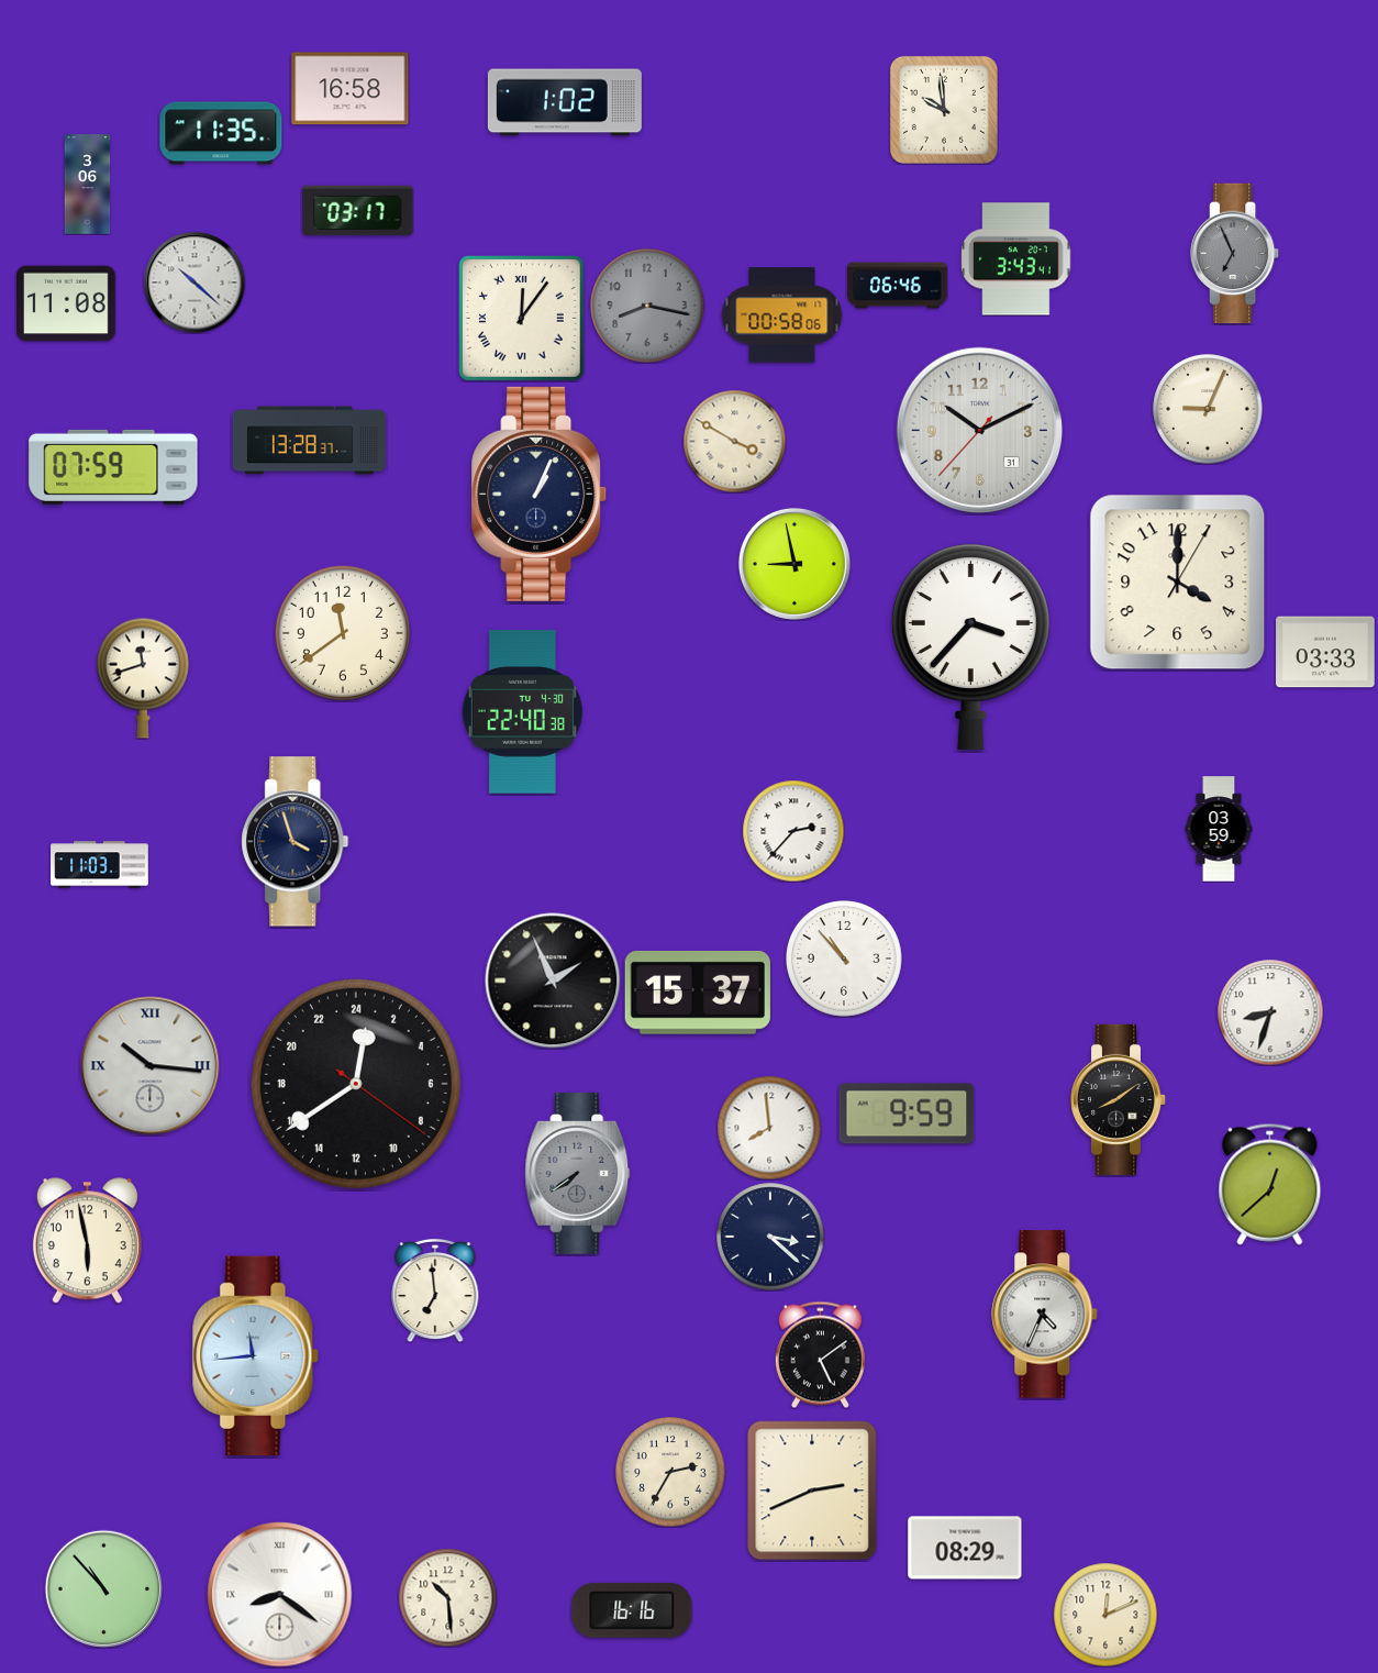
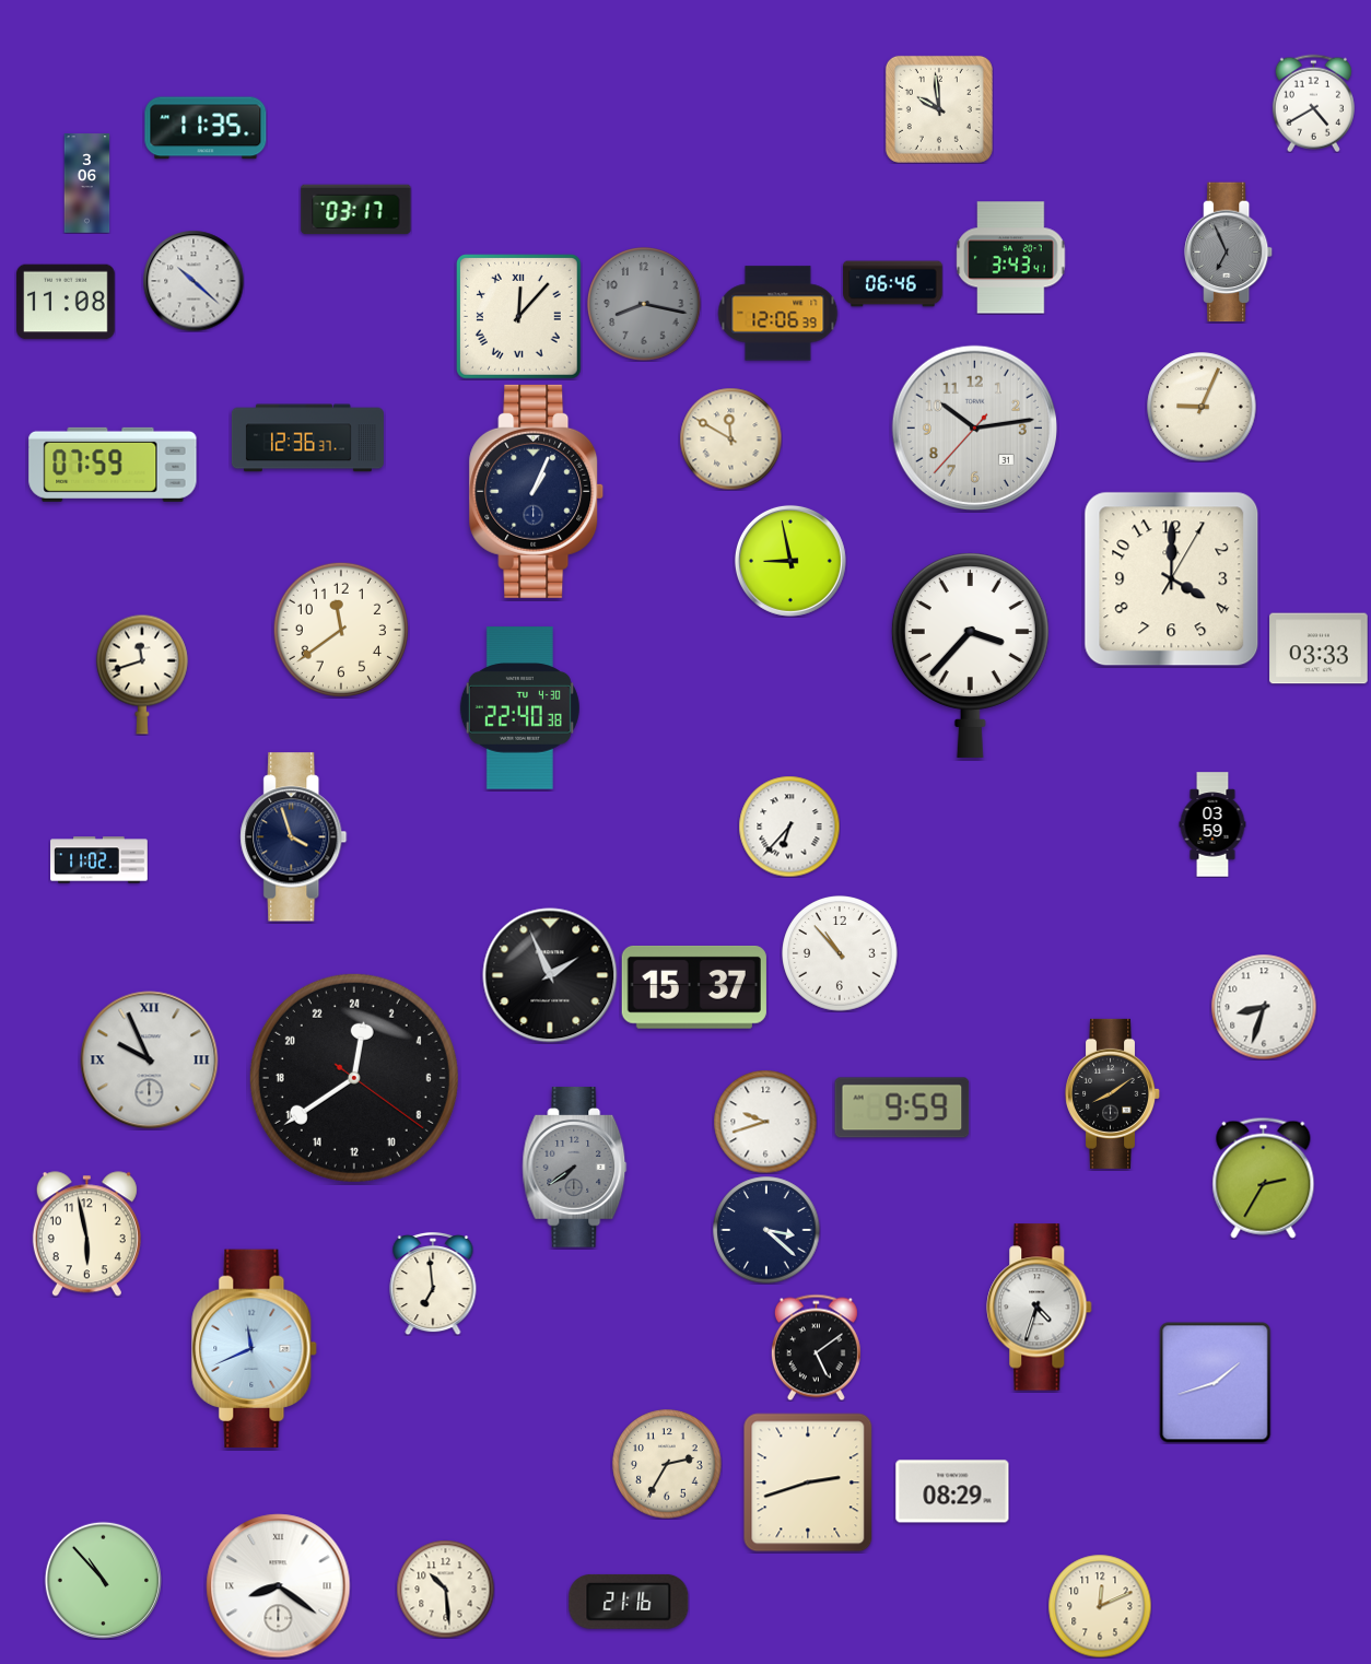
clock at (351, 89): 16:58 -> none
clock at (565, 102): 1:02 -> none
clock at (1313, 103): none -> 4:40
clock at (221, 133) position: (221, 133) -> (206, 128)
clock at (781, 315): 00:58 -> 12:06
clock at (522, 319): 12:06 -> 12:07
clock at (979, 430): 10:10 -> 10:13
clock at (309, 441): 13:28 -> 12:36
clock at (734, 441): 3:50 -> 11:50
clock at (970, 646) position: (970, 646) -> (970, 655)
clock at (793, 831): 2:37 -> 6:37
clock at (100, 865): 11:03 -> 11:02
clock at (151, 1066): 10:16 -> 9:56
clock at (769, 1128): 7:59 -> 9:42
clock at (1270, 1184): 12:38 -> 2:35
clock at (1045, 1315): 4:34 -> 4:33
clock at (256, 1356): 11:44 -> 11:41
clock at (1216, 1383): none -> 1:42
clock at (812, 1491): 2:41 -> 2:42
clock at (965, 1548) position: (965, 1548) -> (952, 1491)
clock at (632, 1610): 16:16 -> 21:16
